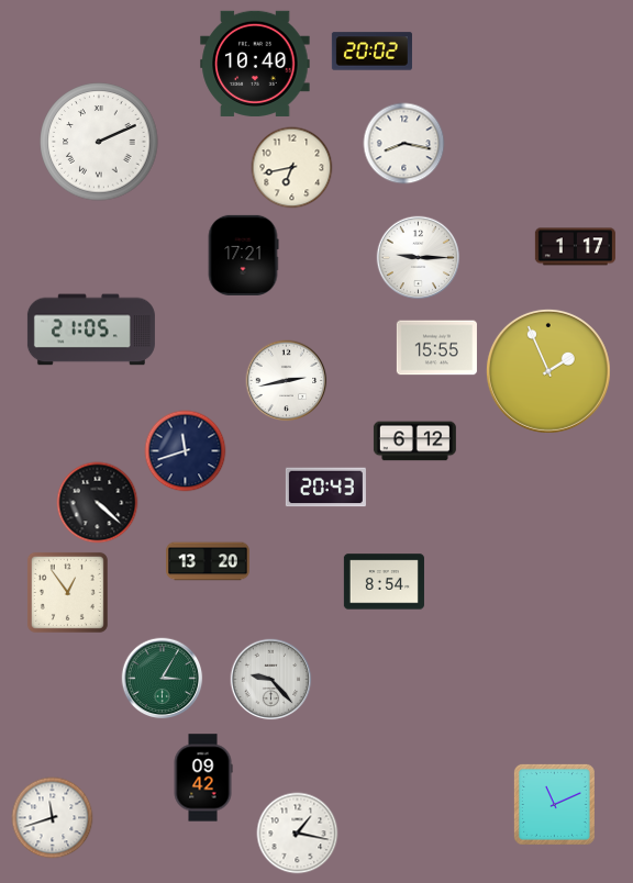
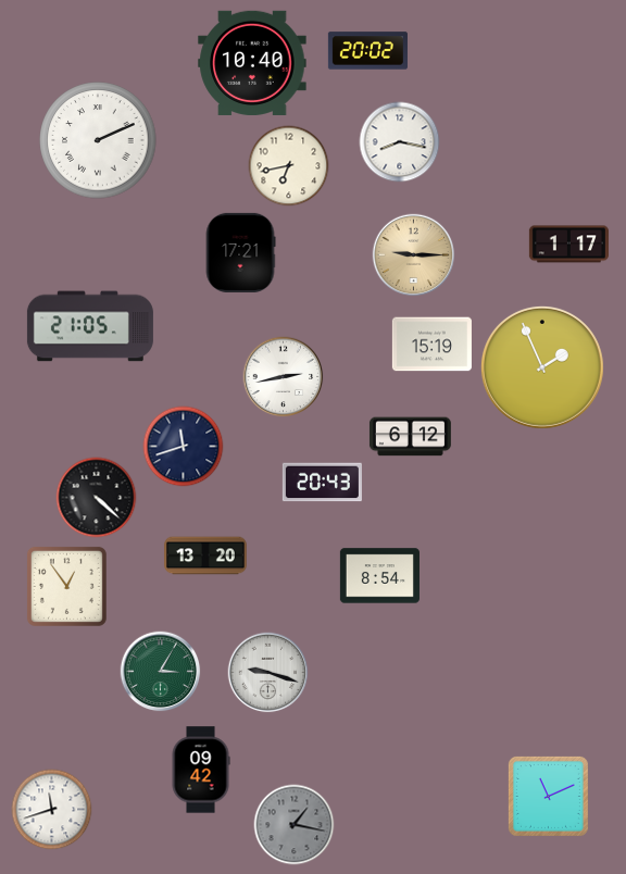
clock at (419, 258) dial: white -> champagne
clock at (436, 348): 15:55 -> 15:19
clock at (271, 680): 9:23 -> 9:18
clock at (298, 834) dial: white -> grey
